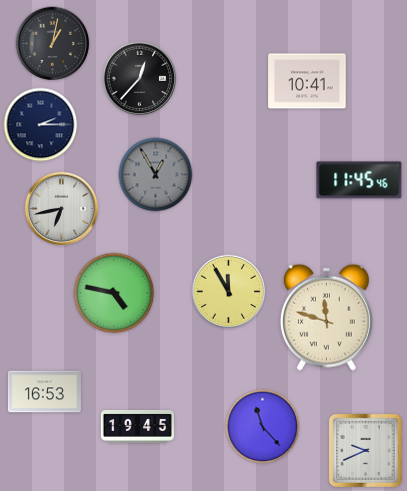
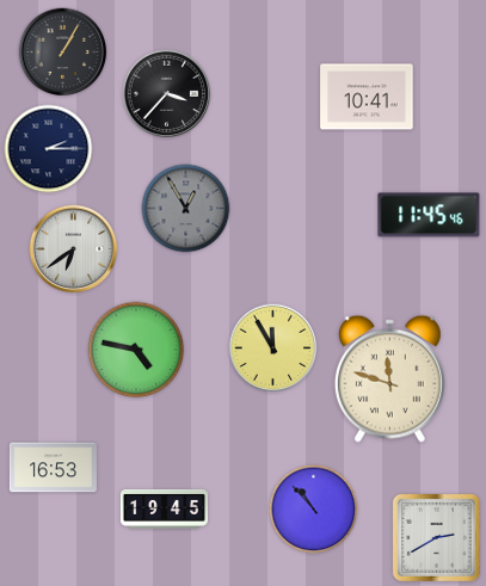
clock at (53, 44): 1:02 -> 1:05
clock at (140, 79): 12:37 -> 3:37
clock at (62, 209): 6:43 -> 6:39
clock at (263, 427): 11:23 -> 10:53
clock at (365, 450): 9:41 -> 2:40
